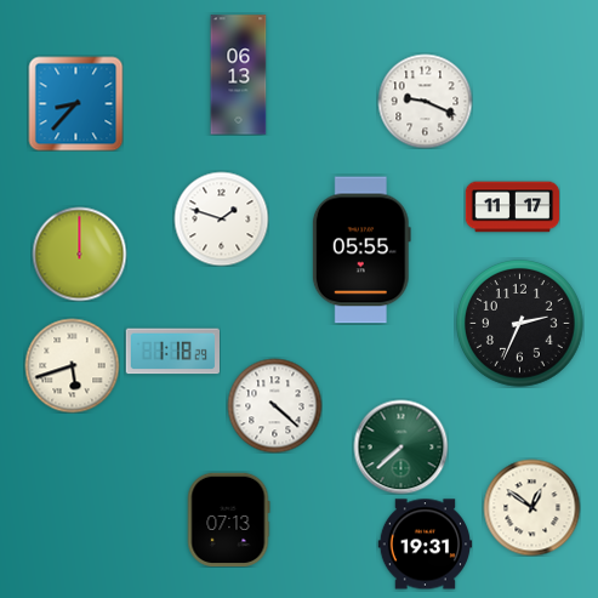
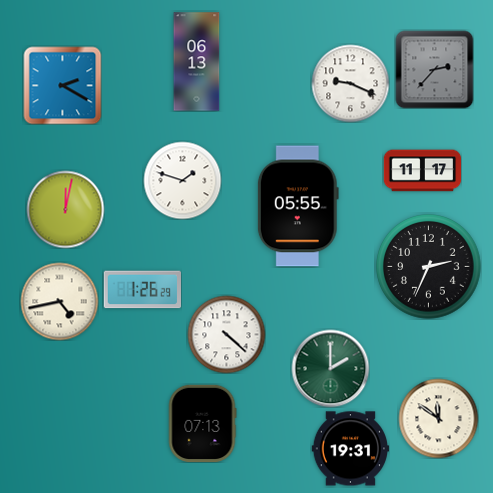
clock at (434, 69): none -> 2:37
clock at (75, 103): 8:37 -> 2:20
clock at (79, 254): 12:00 -> 12:02
clock at (172, 352): 1:18 -> 1:26
clock at (72, 365): 5:42 -> 4:43
clock at (400, 446): 7:38 -> 2:00
clock at (531, 507): 12:51 -> 11:51
clock at (228, 519) position: (228, 519) -> (202, 423)
